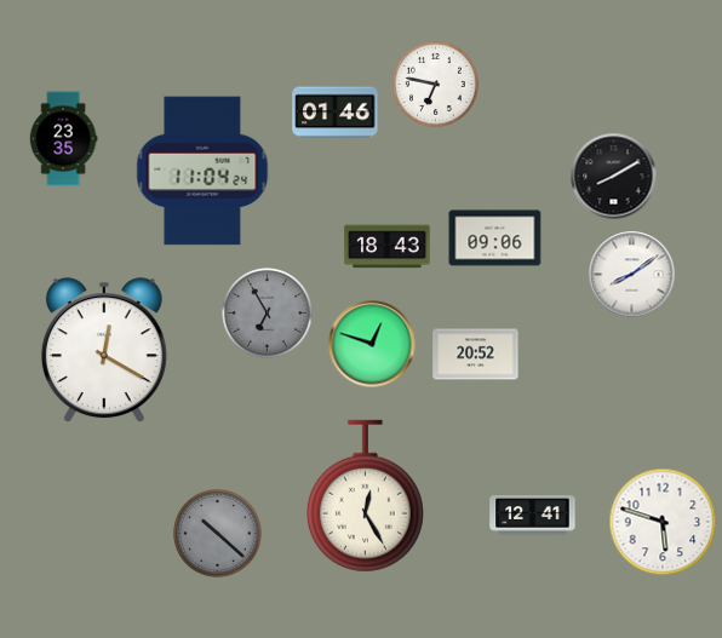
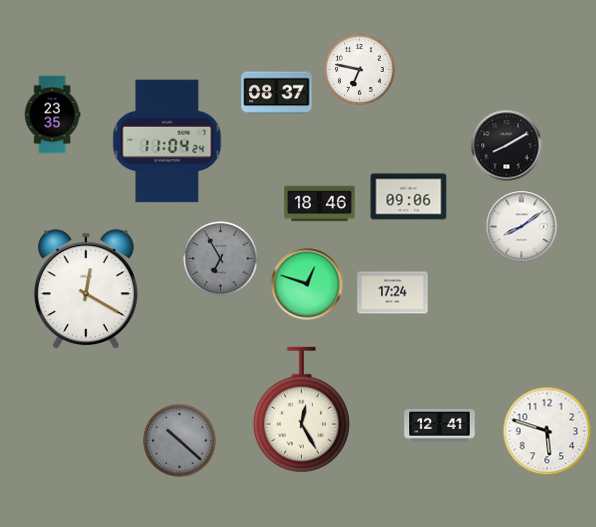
clock at (336, 113): 01:46 -> 08:37
clock at (388, 247): 18:43 -> 18:46
clock at (476, 355): 20:52 -> 17:24
